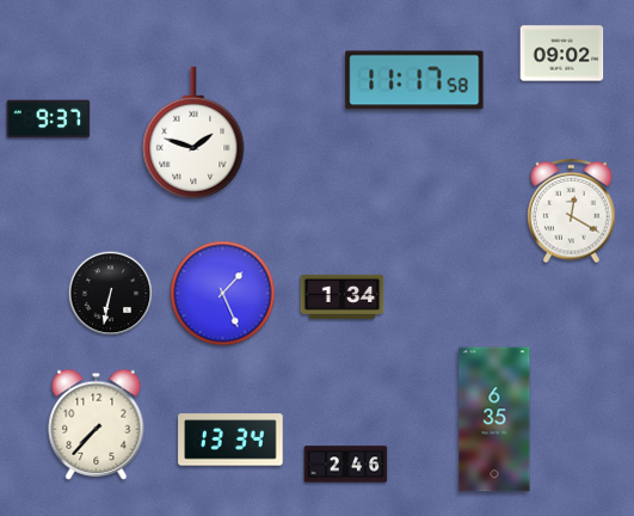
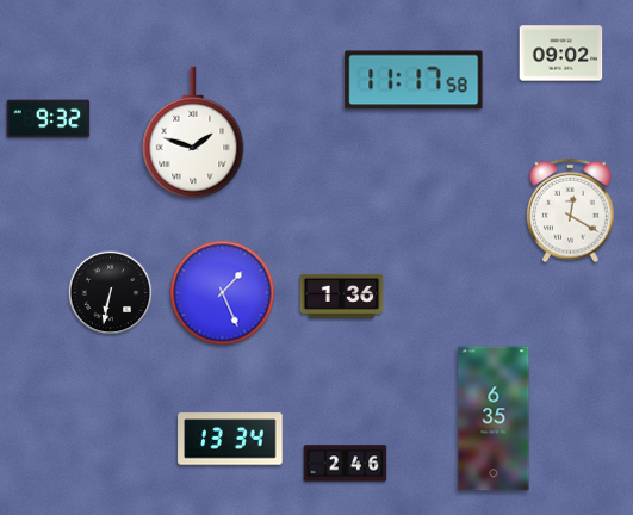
clock at (49, 119): 9:37 -> 9:32
clock at (343, 296): 1:34 -> 1:36
clock at (97, 424): 7:37 -> none
